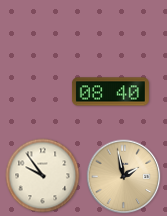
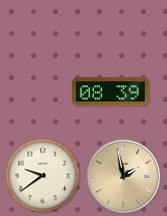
clock at (110, 92): 08:40 -> 08:39
clock at (43, 176): 9:54 -> 9:39
